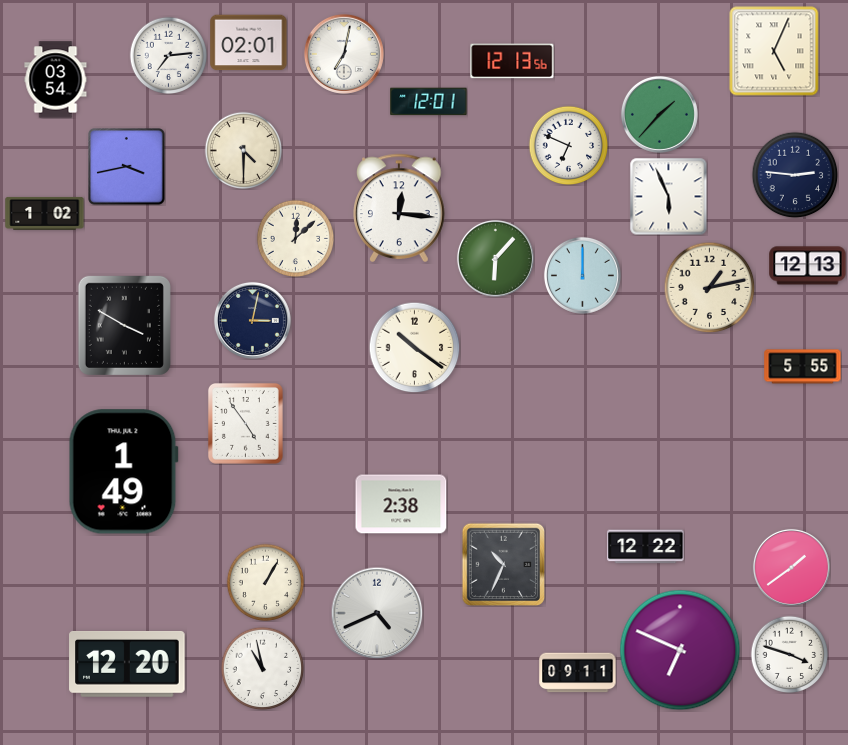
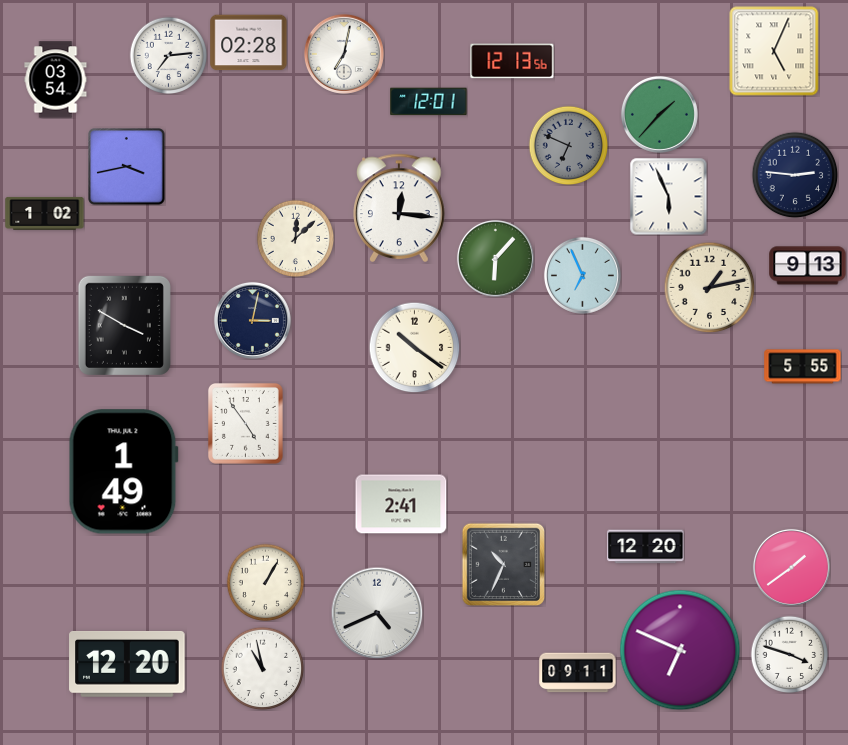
clock at (249, 43): 02:01 -> 02:28
clock at (568, 145) dial: white -> grey
clock at (243, 150): 4:30 -> none
clock at (808, 266): 12:13 -> 9:13
clock at (582, 275): 12:00 -> 6:56
clock at (401, 504): 2:38 -> 2:41
clock at (646, 547): 12:22 -> 12:20
